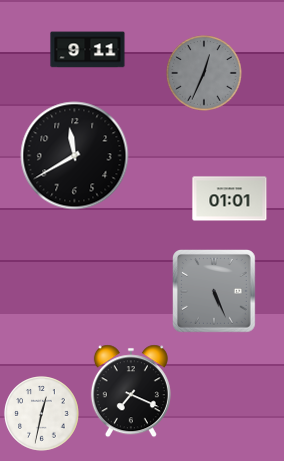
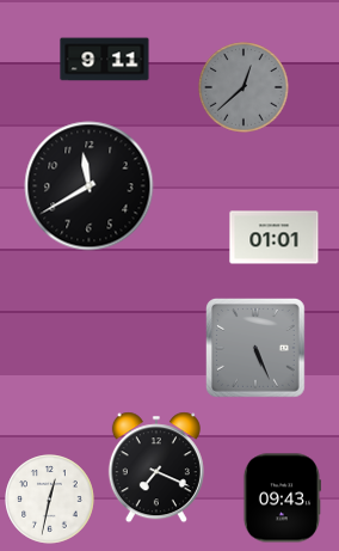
clock at (204, 73): 12:34 -> 12:38
clock at (42, 414) position: (42, 414) -> (50, 500)
clock at (282, 498): none -> 09:43
